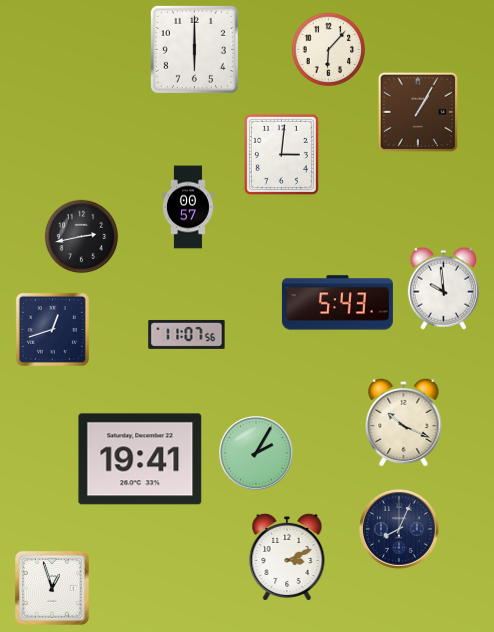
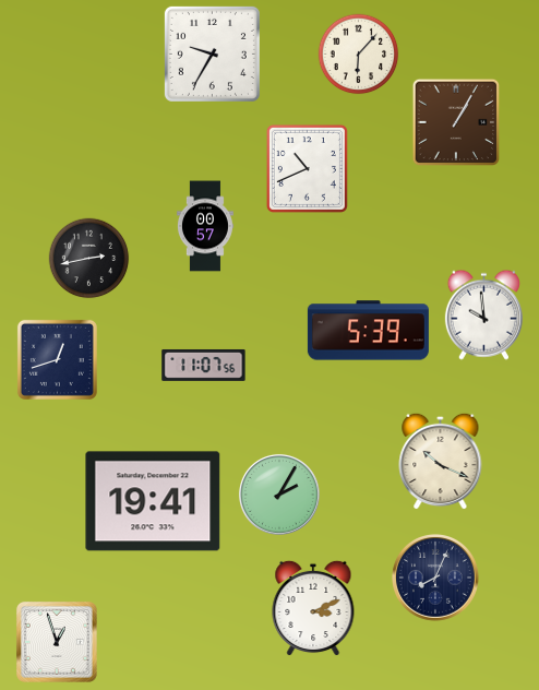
clock at (194, 49): 6:00 -> 9:35
clock at (281, 154): 3:01 -> 10:41
clock at (337, 303): 5:43 -> 5:39
